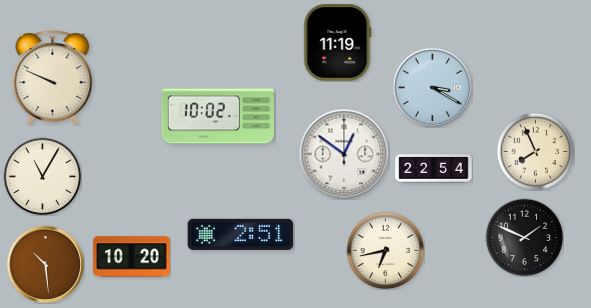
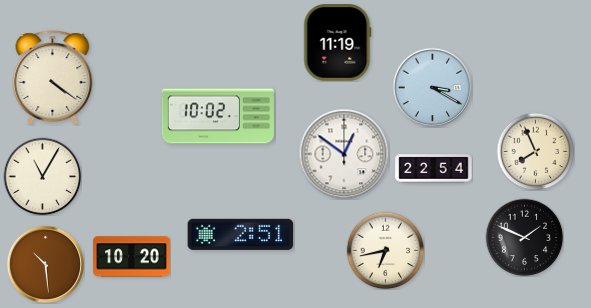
clock at (53, 78): 9:49 -> 4:21
